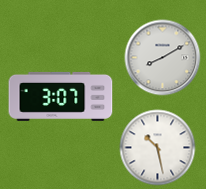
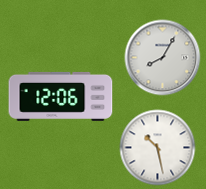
clock at (163, 58): 8:10 -> 8:05
clock at (61, 96): 3:07 -> 12:06
